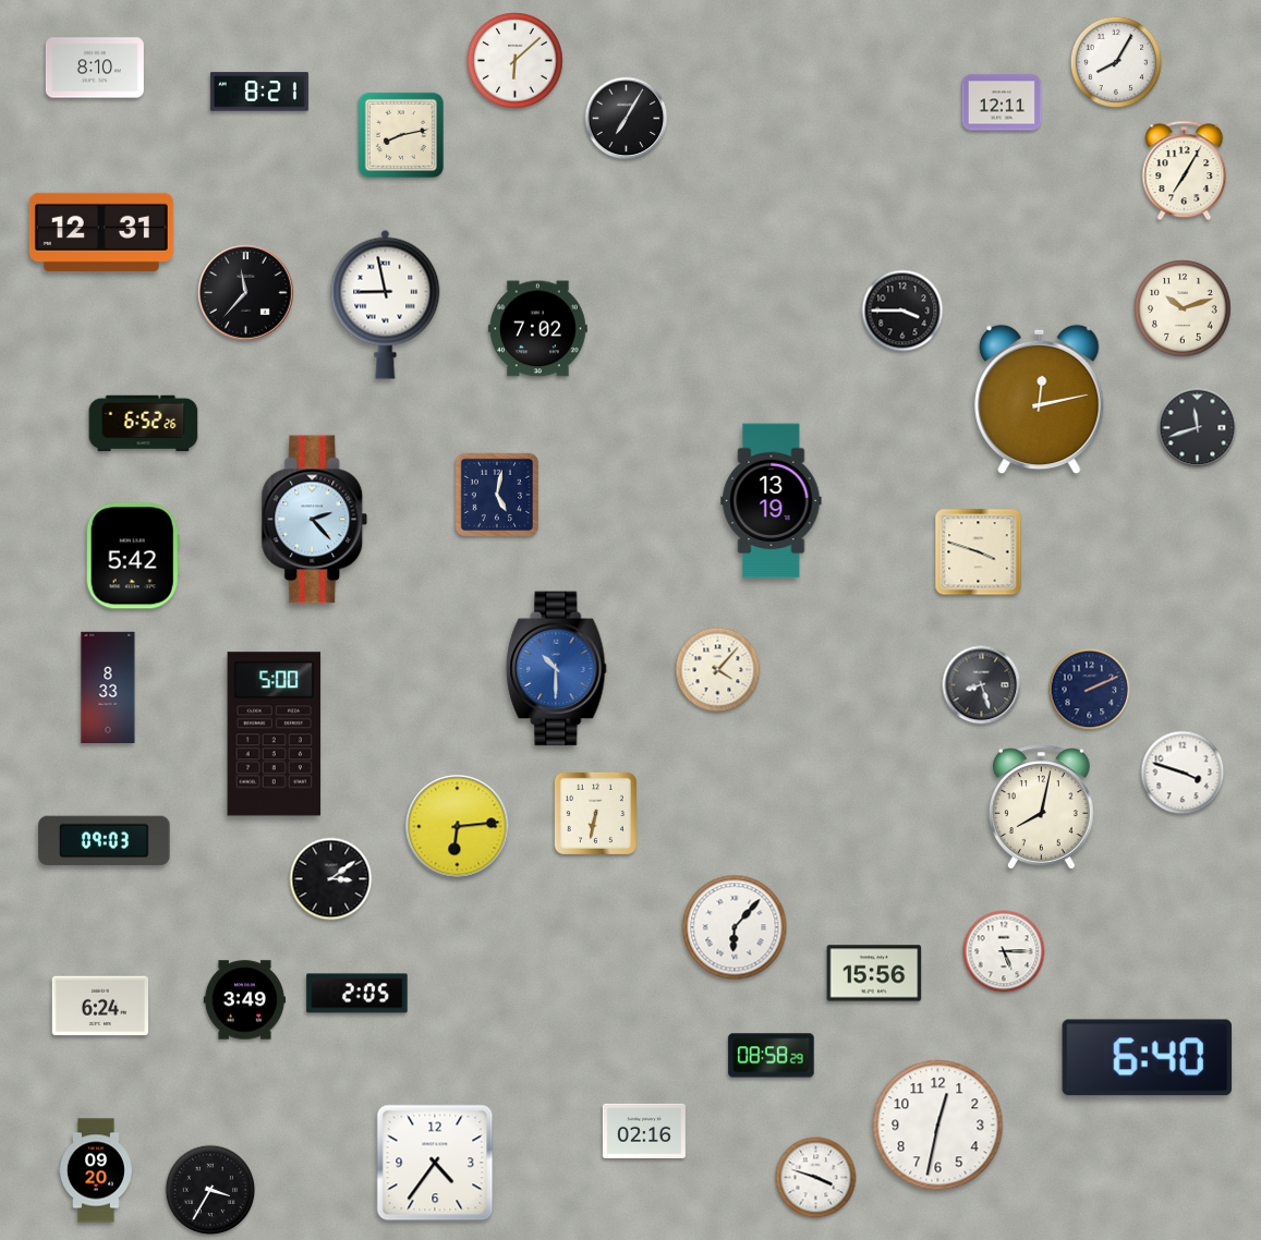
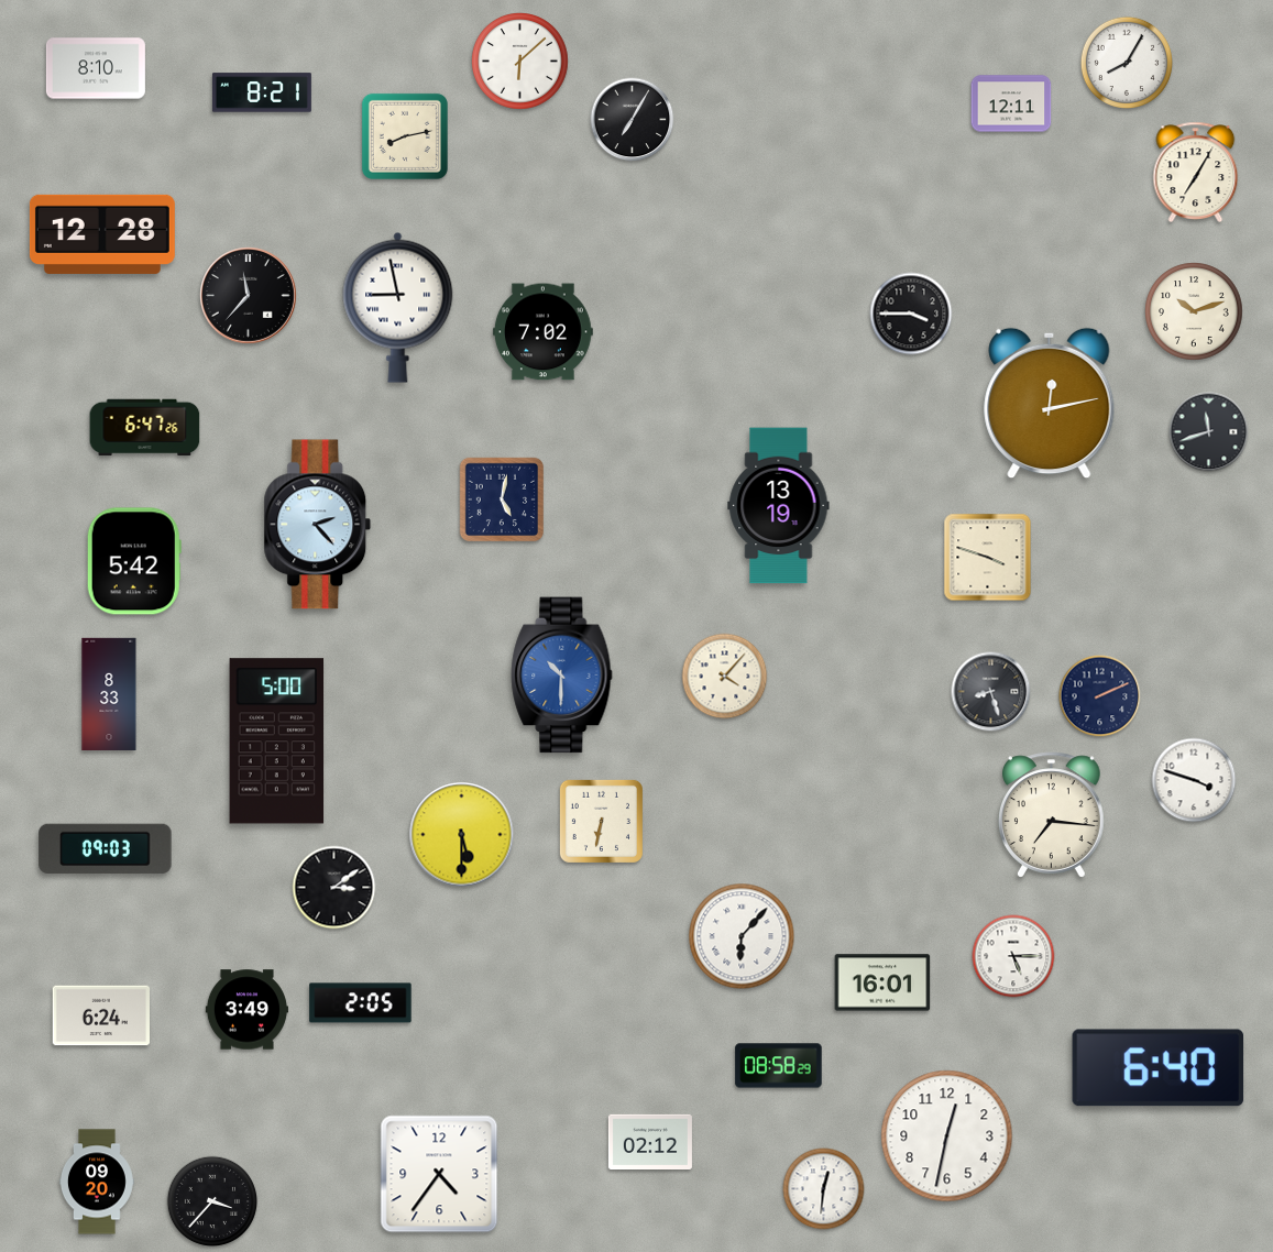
clock at (101, 232): 12:31 -> 12:28
clock at (386, 304) position: (386, 304) -> (398, 307)
clock at (144, 424): 6:52 -> 6:47
clock at (1042, 807): 8:02 -> 7:16
clock at (458, 827): 6:14 -> 5:30
clock at (1004, 951) position: (1004, 951) -> (1013, 956)
clock at (874, 973): 15:56 -> 16:01
clock at (644, 1130): 02:16 -> 02:12
clock at (816, 1178): 3:48 -> 12:31
clock at (210, 1190): 3:35 -> 3:37
